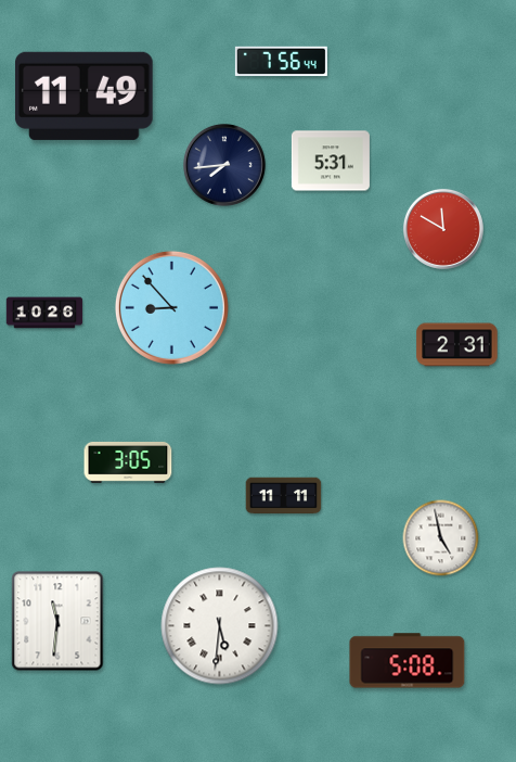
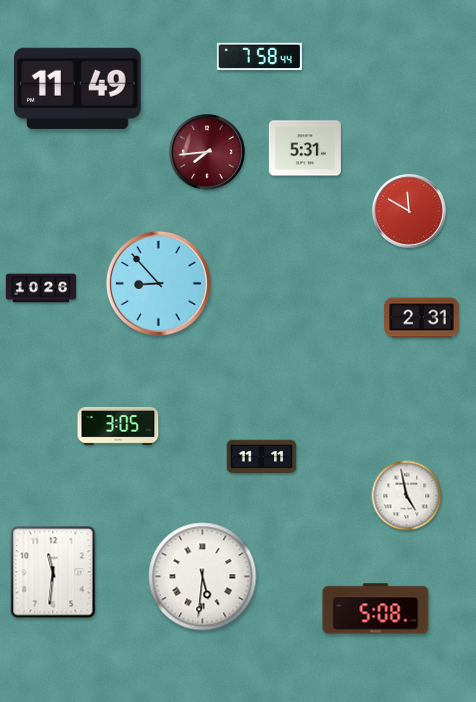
clock at (281, 61): 7:56 -> 7:58
clock at (224, 165) dial: navy -> burgundy
